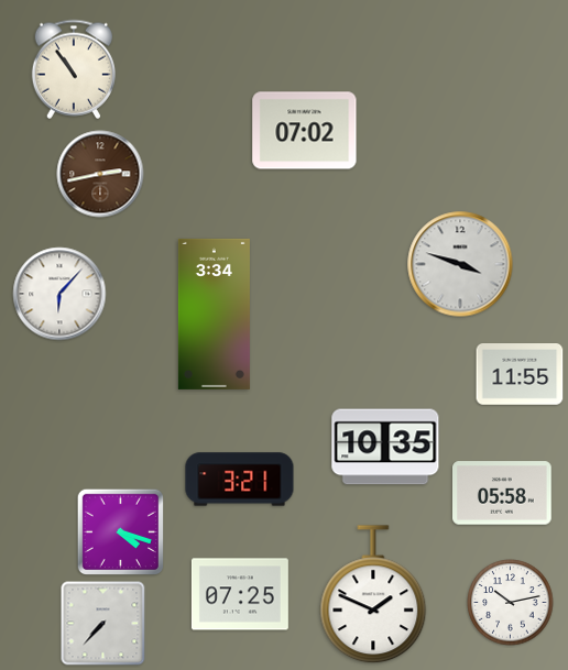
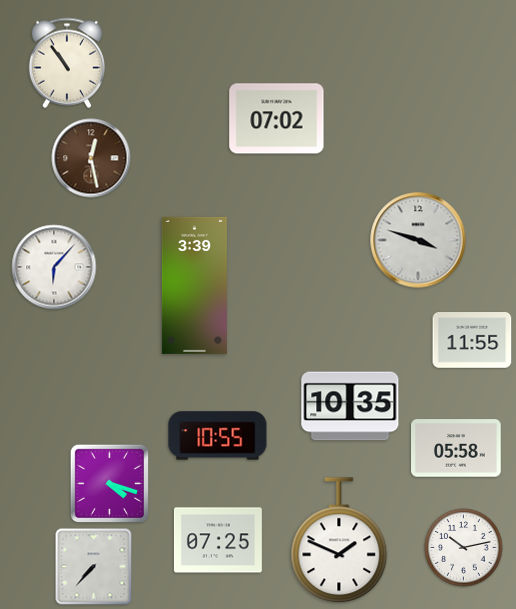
clock at (100, 174): 2:43 -> 12:28
clock at (214, 314): 3:34 -> 3:39
clock at (240, 480): 3:21 -> 10:55
